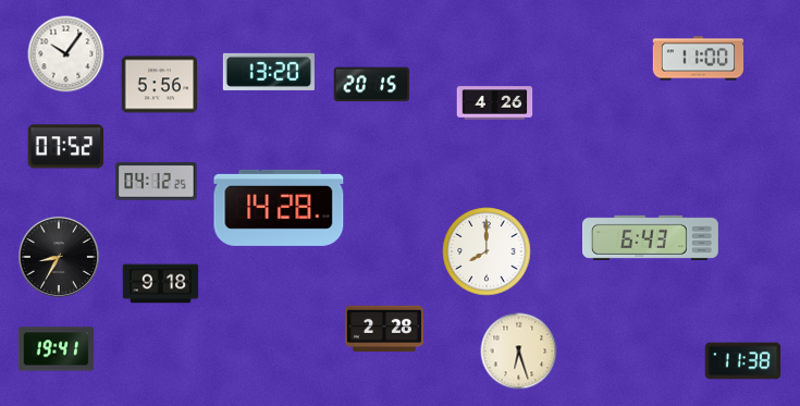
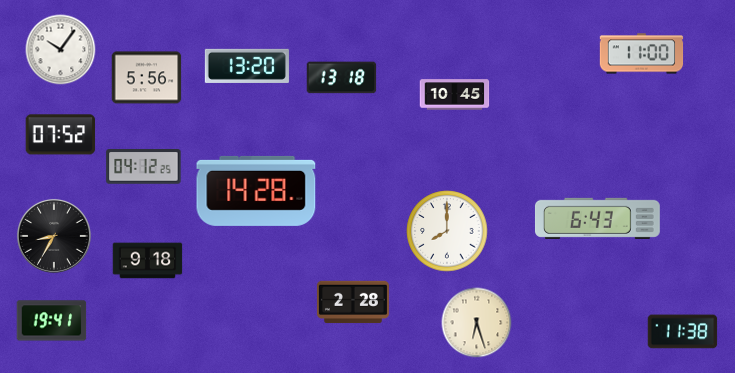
clock at (372, 85): 20:15 -> 13:18
clock at (495, 103): 4:26 -> 10:45
